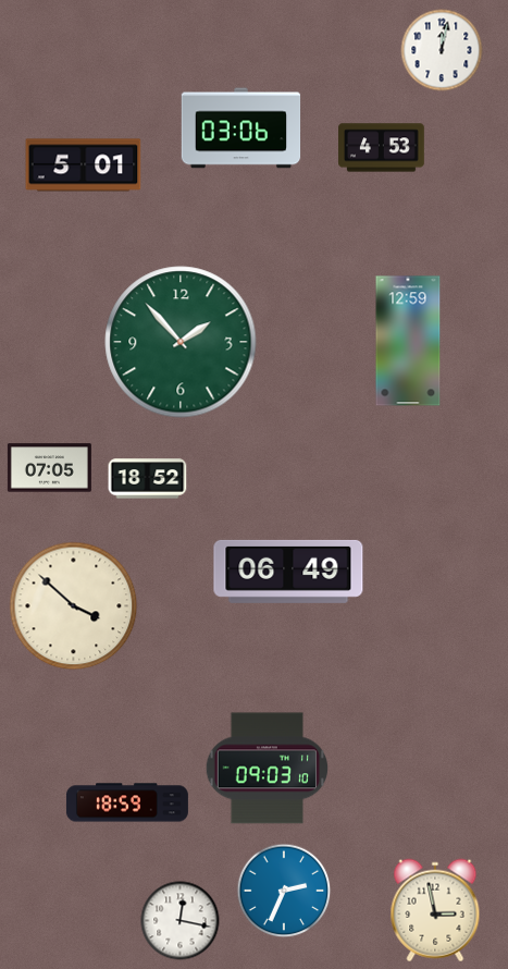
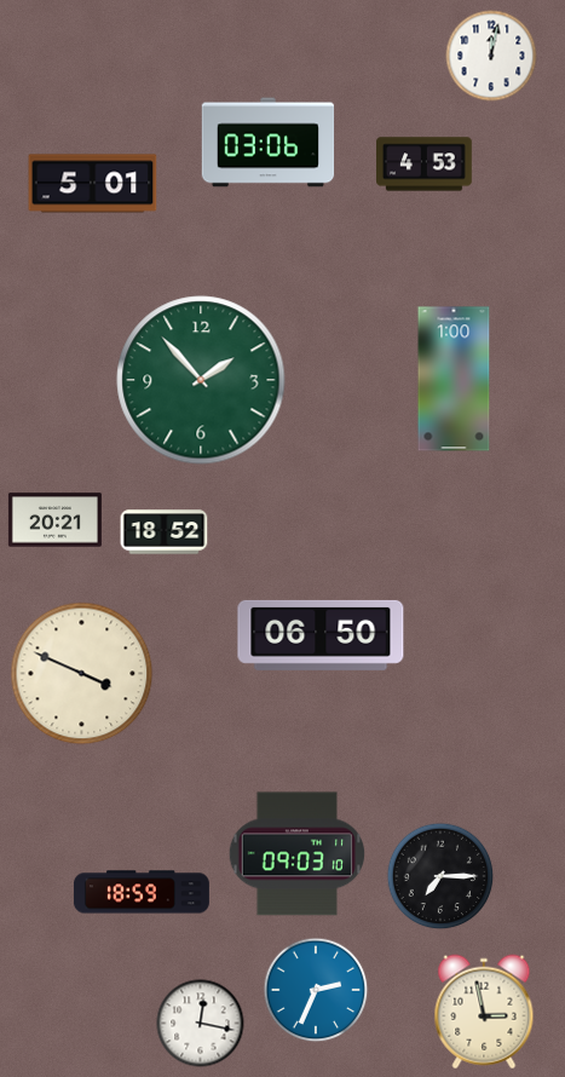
clock at (408, 341): 12:59 -> 1:00
clock at (49, 468): 07:05 -> 20:21
clock at (288, 572): 06:49 -> 06:50
clock at (74, 606): 3:52 -> 3:49
clock at (440, 876): none -> 7:15
